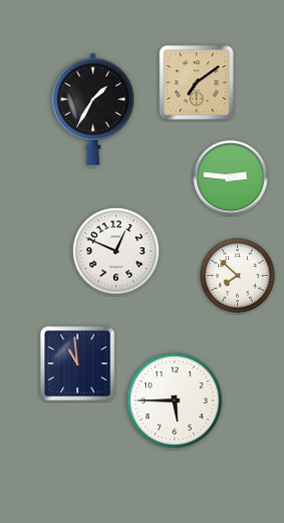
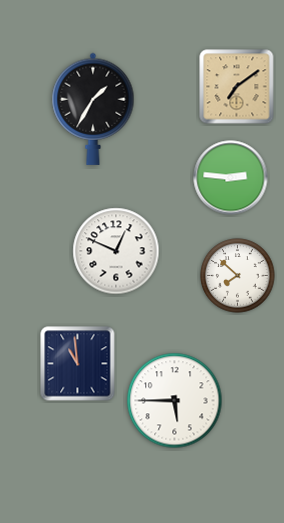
clock at (197, 83) position: (197, 83) -> (237, 87)
